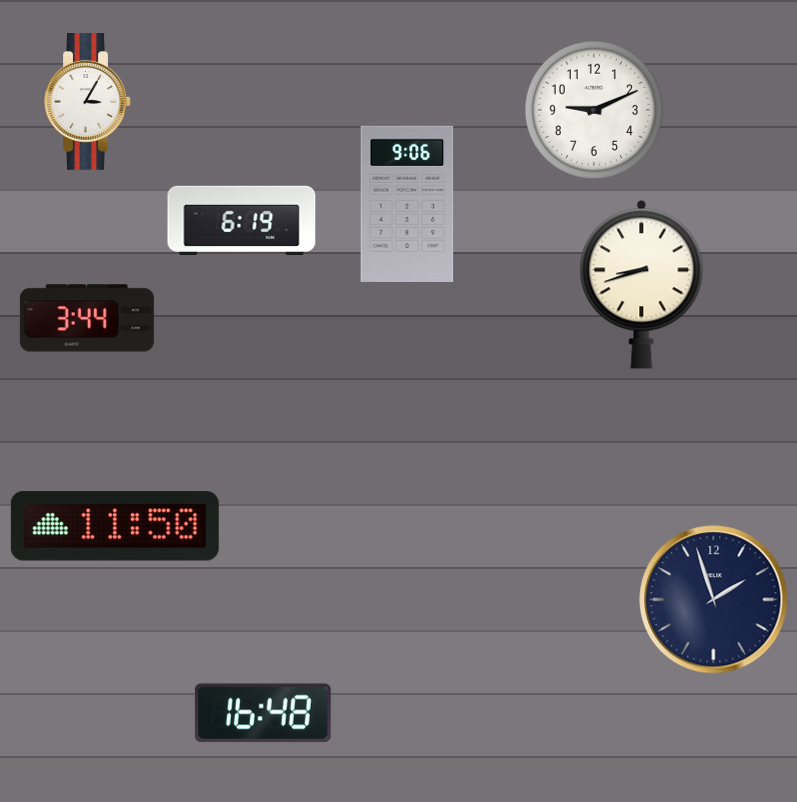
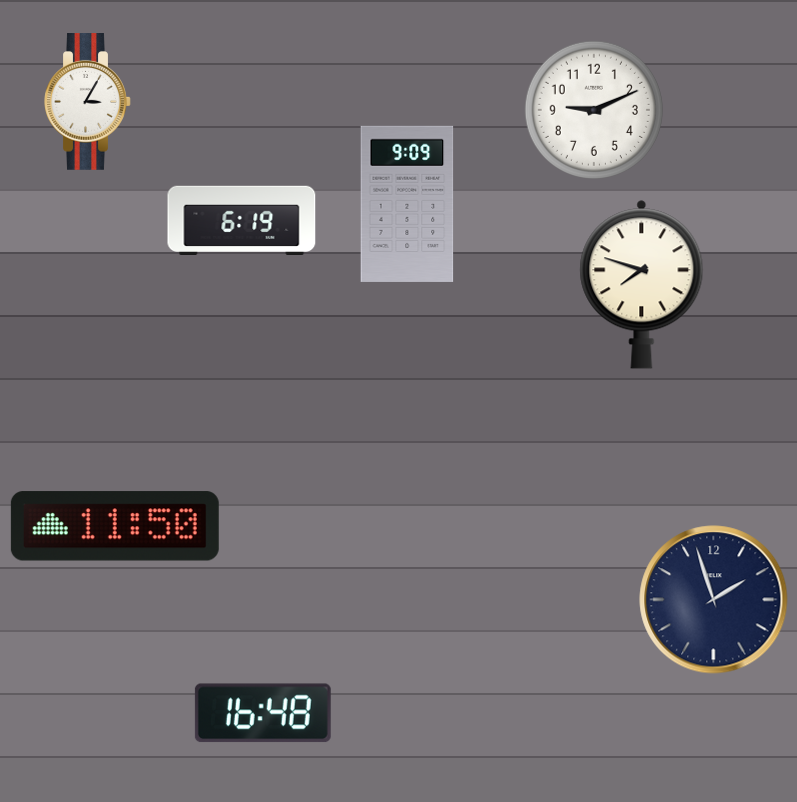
clock at (407, 204): 9:06 -> 9:09
clock at (642, 284): 8:42 -> 7:48
clock at (87, 318): 3:44 -> none
